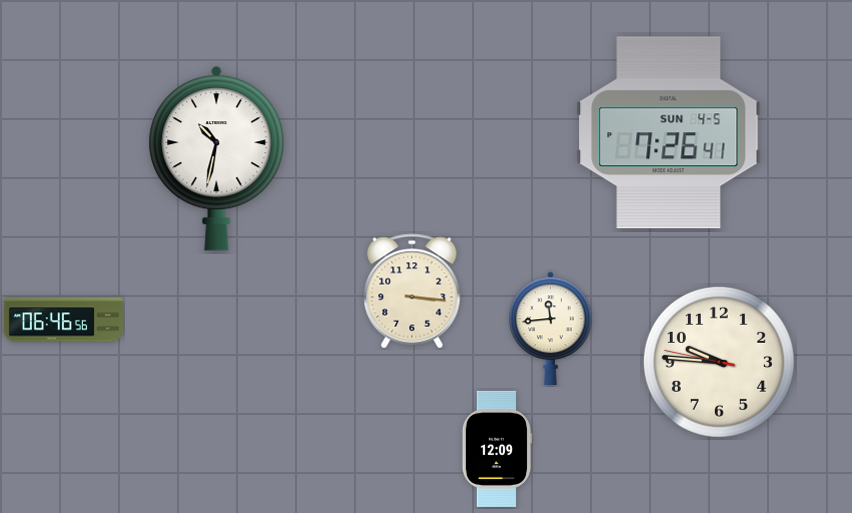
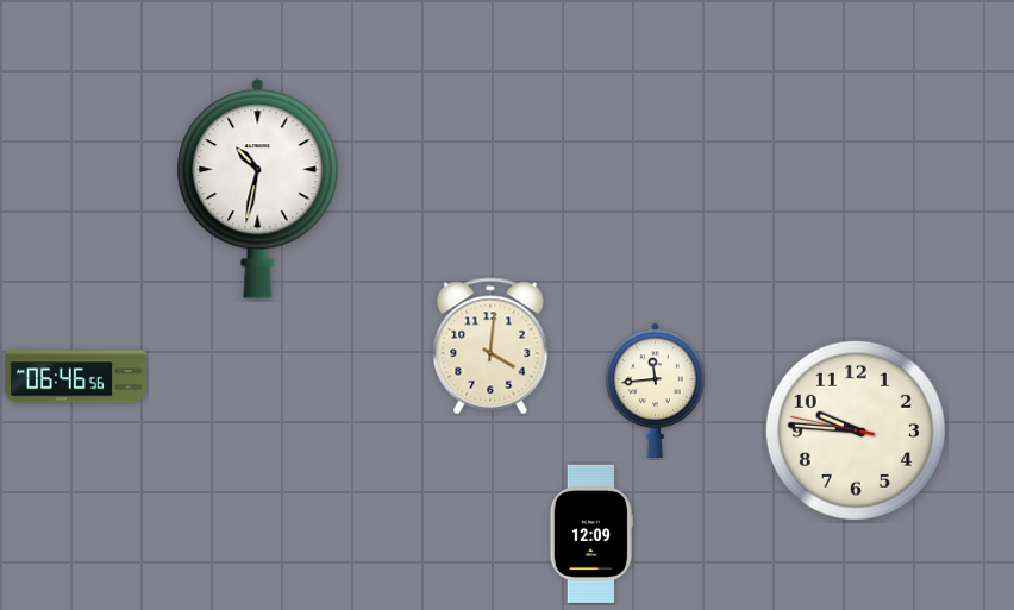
clock at (669, 133): 7:26 -> none
clock at (412, 291): 3:16 -> 4:01
clock at (63, 320) position: (63, 320) -> (75, 377)
